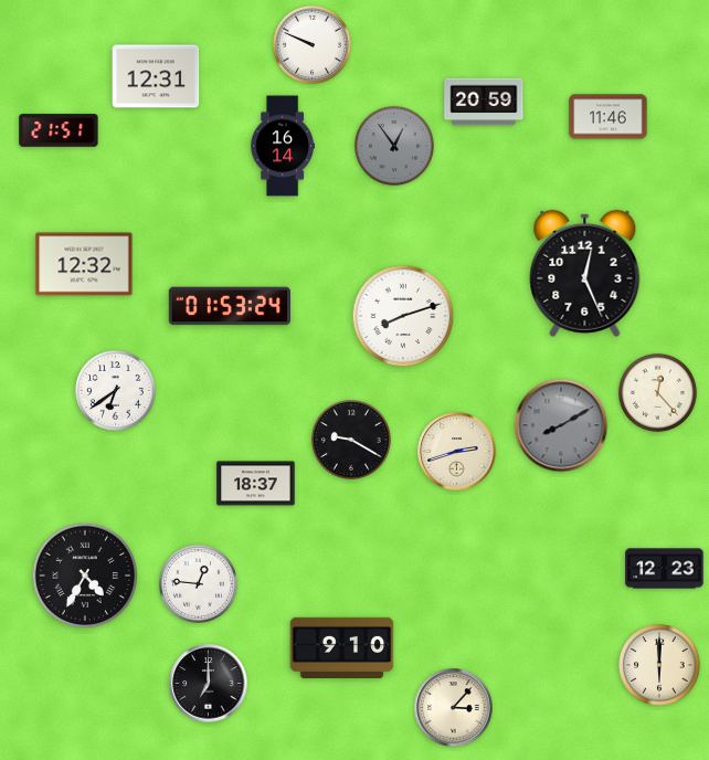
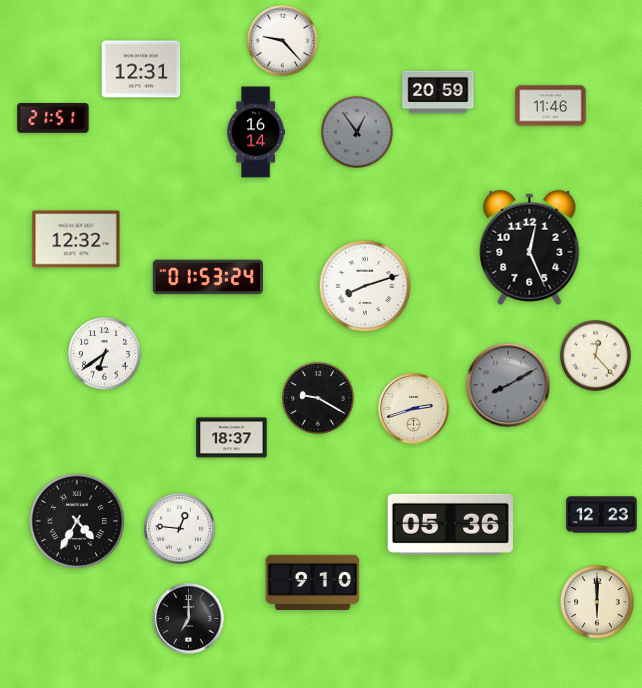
clock at (311, 44): 9:49 -> 9:23
clock at (450, 524): none -> 05:36
clock at (342, 647) position: (342, 647) -> (313, 582)
clock at (454, 708): 3:07 -> none
